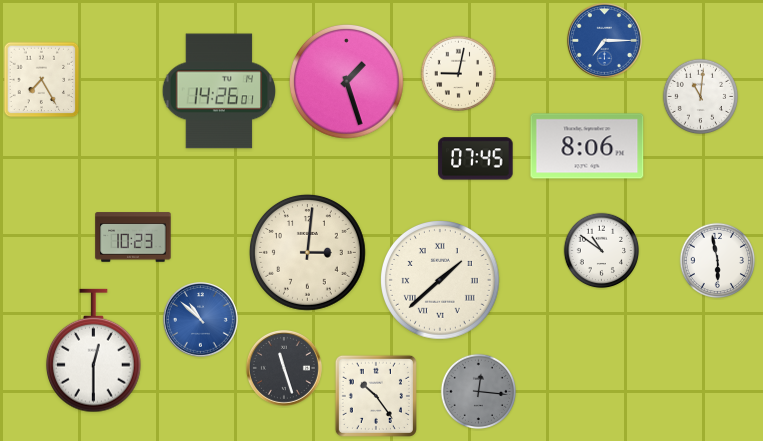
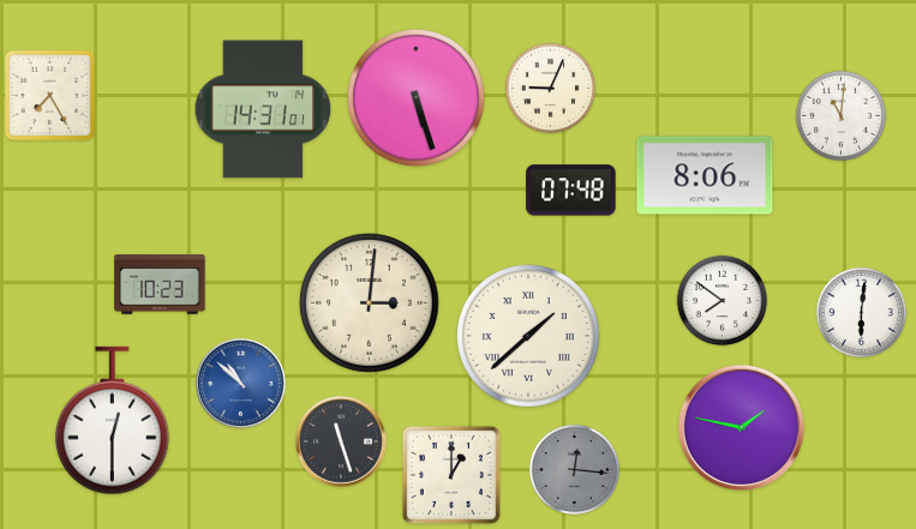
clock at (604, 40): 7:15 -> none
clock at (459, 74): 9:02 -> 9:04
clock at (346, 81): 1:27 -> 5:27
clock at (219, 91): 14:26 -> 14:31
clock at (476, 159): 07:45 -> 07:48
clock at (602, 251): 10:51 -> 7:51
clock at (718, 261): 5:58 -> 6:01
clock at (741, 427): none -> 1:47
clock at (376, 396): 10:24 -> 1:00
